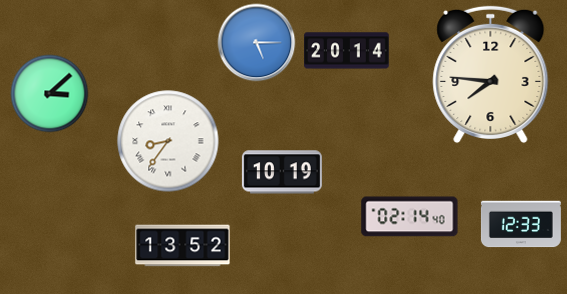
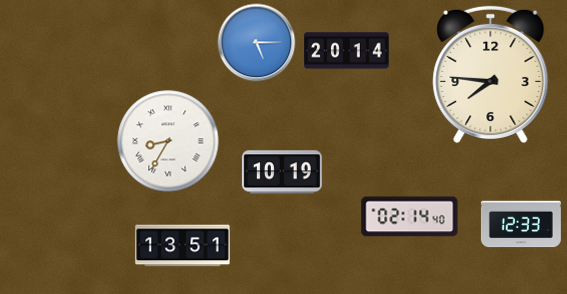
clock at (49, 93): 3:08 -> none
clock at (168, 141): 8:36 -> 8:35
clock at (183, 246): 13:52 -> 13:51
